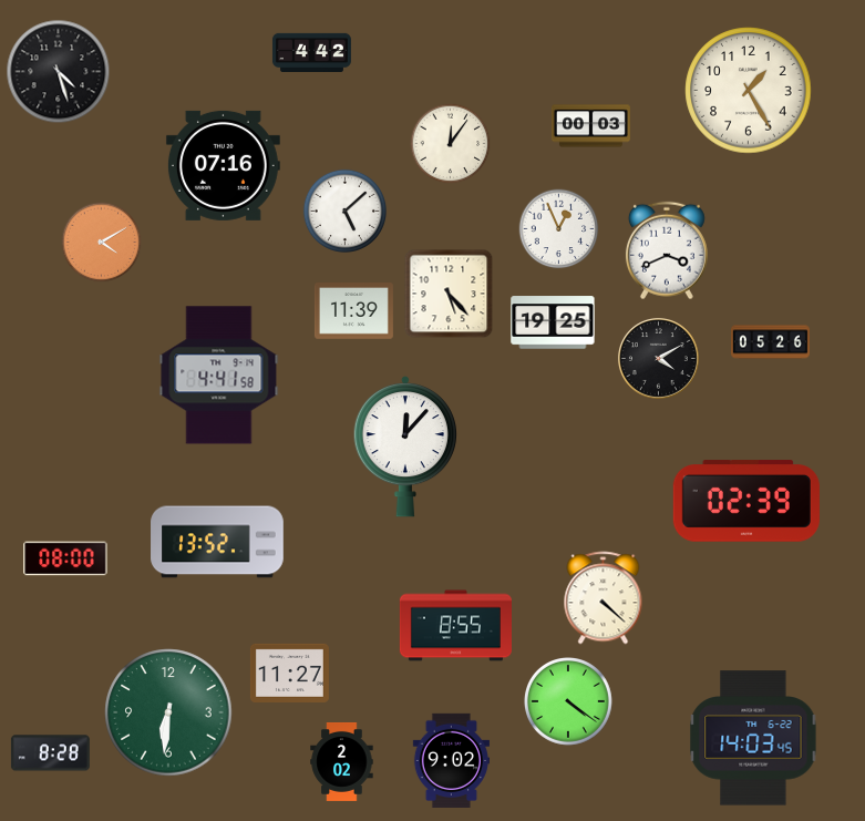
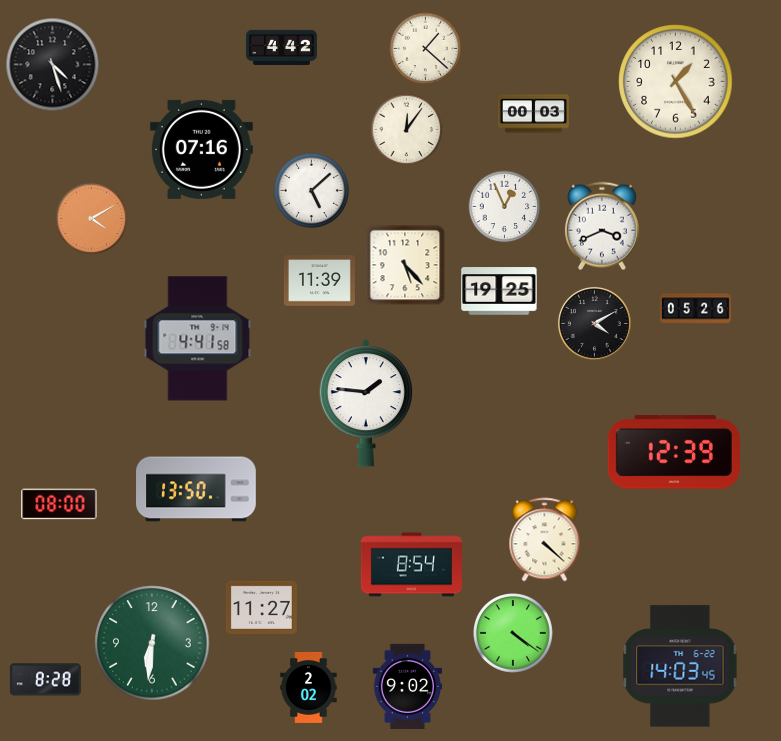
clock at (426, 49): none -> 1:22
clock at (404, 447): 12:07 -> 1:46
clock at (746, 501): 02:39 -> 12:39
clock at (217, 542): 13:52 -> 13:50
clock at (455, 626): 8:55 -> 8:54
